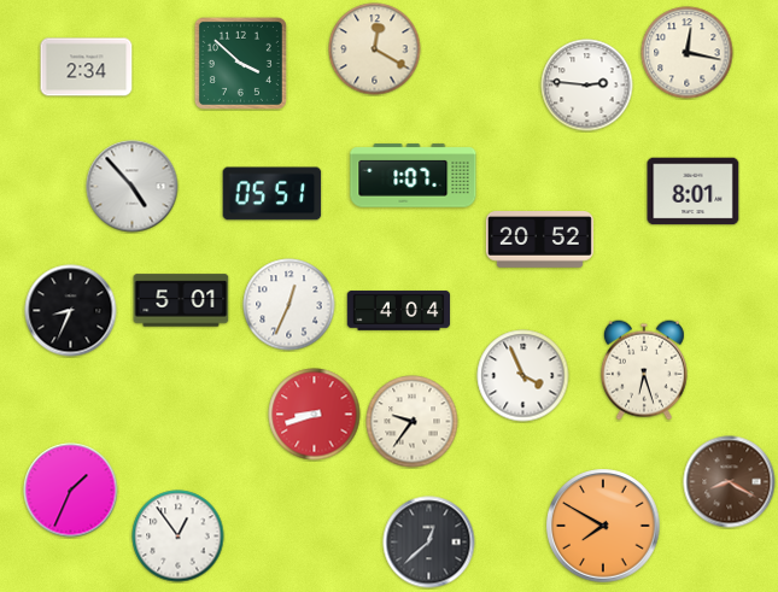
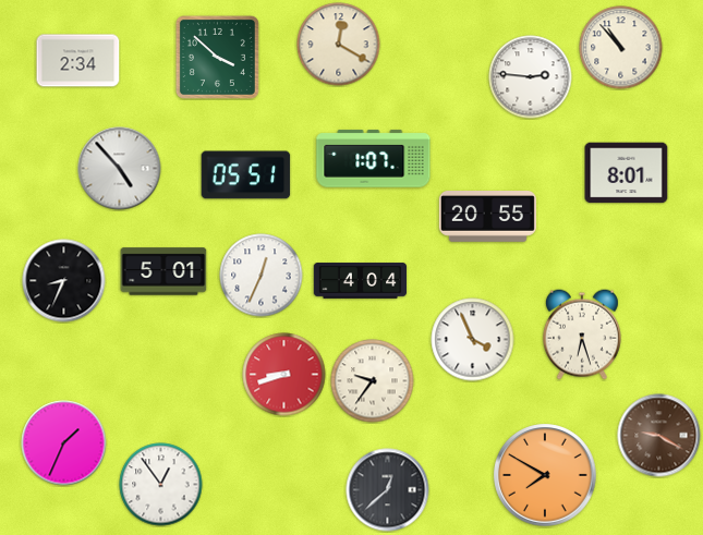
clock at (688, 53): 12:17 -> 10:53
clock at (539, 240): 20:52 -> 20:55
clock at (730, 482): 8:20 -> 9:20
